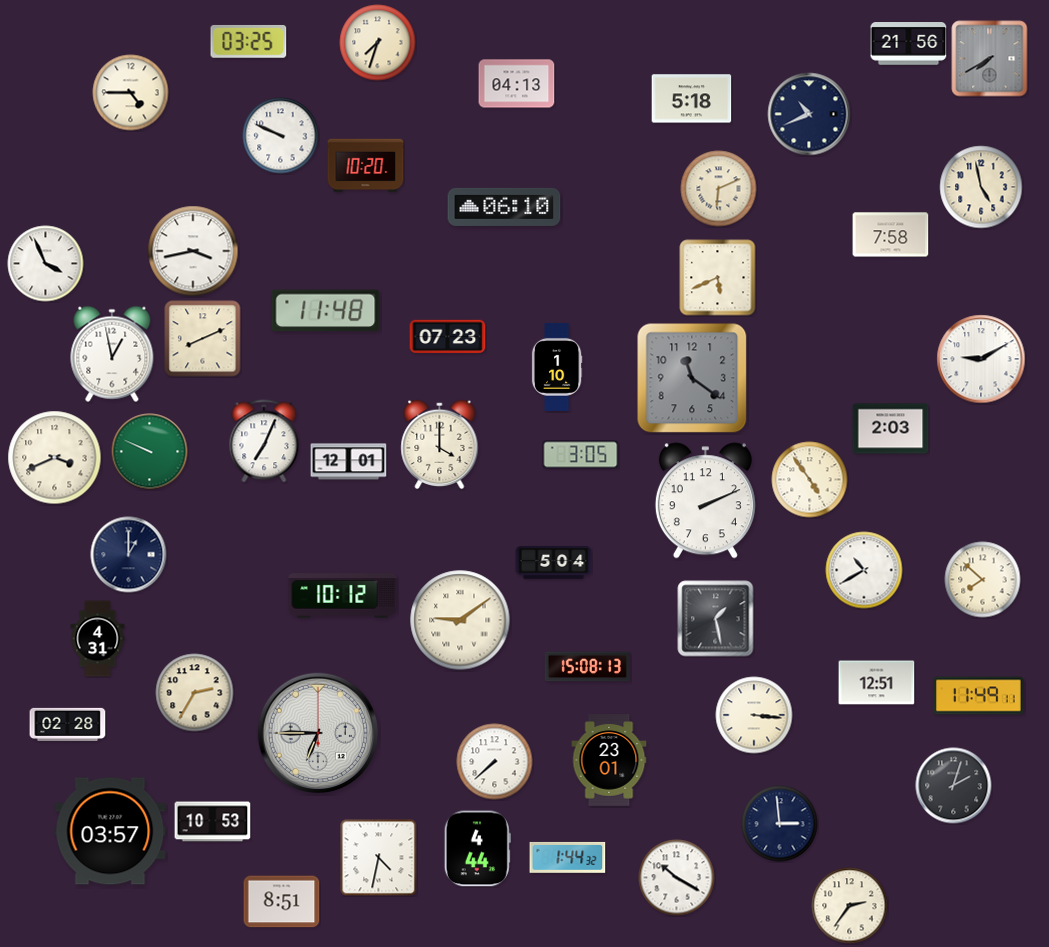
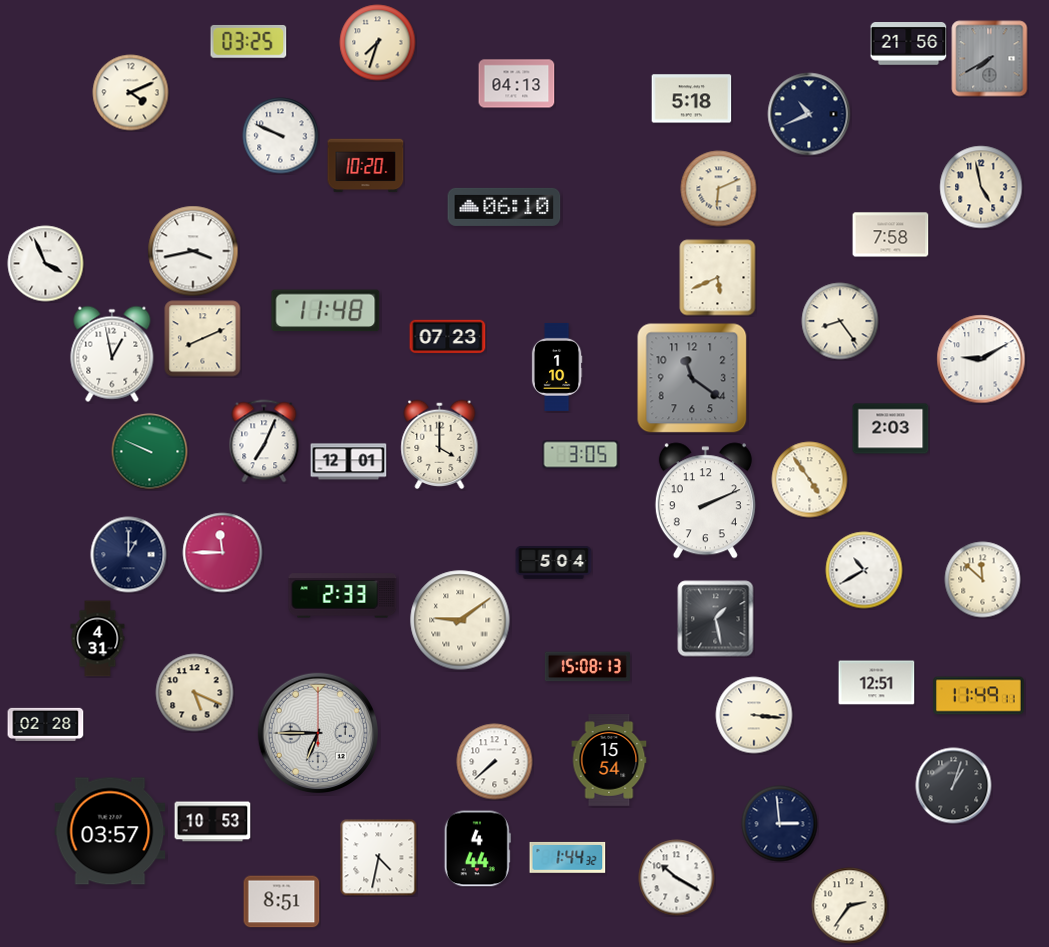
clock at (131, 93): 4:45 -> 4:11
clock at (840, 321): none -> 8:24
clock at (55, 458): 3:41 -> none
clock at (223, 553): none -> 11:45
clock at (983, 580): 7:52 -> 11:52
clock at (343, 596): 10:12 -> 2:33
clock at (195, 693): 2:35 -> 5:19
clock at (68, 724) position: (68, 724) -> (46, 724)
clock at (609, 760): 23:01 -> 15:54
clock at (954, 786): 2:03 -> 1:03
